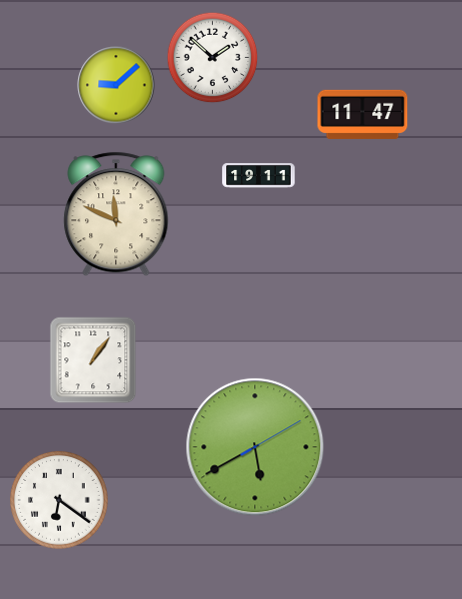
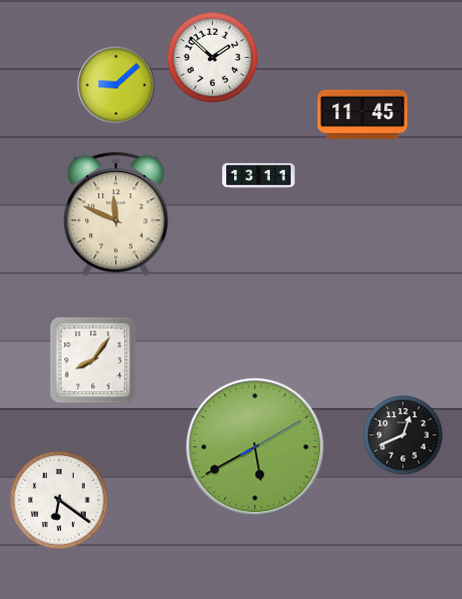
clock at (363, 114): 11:47 -> 11:45
clock at (259, 176): 19:11 -> 13:11
clock at (93, 360): 1:06 -> 8:06
clock at (403, 435): none -> 12:41
